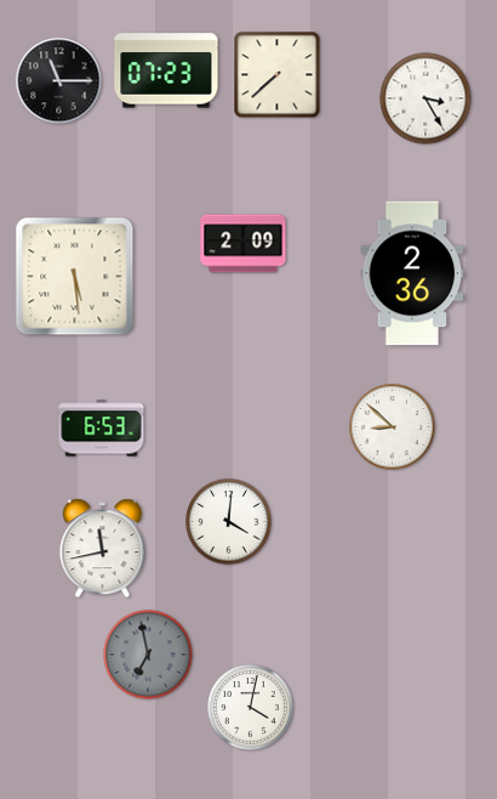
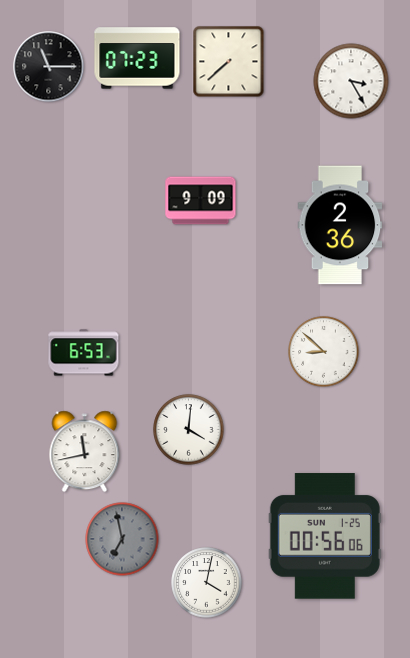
clock at (244, 244): 2:09 -> 9:09
clock at (75, 277): 5:29 -> none
clock at (325, 536): none -> 00:56
